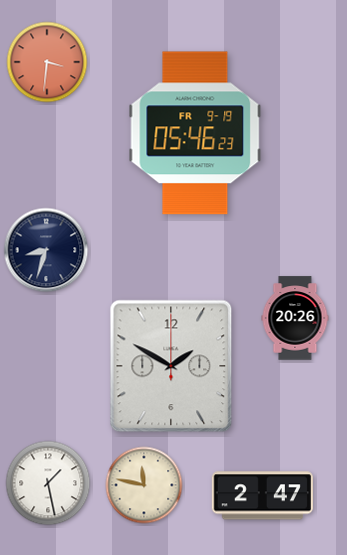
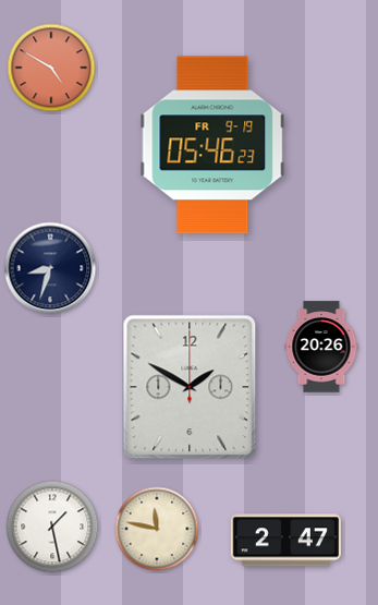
clock at (47, 62): 3:31 -> 4:50
clock at (46, 250) position: (46, 250) -> (50, 268)
clock at (171, 366) position: (171, 366) -> (190, 387)
